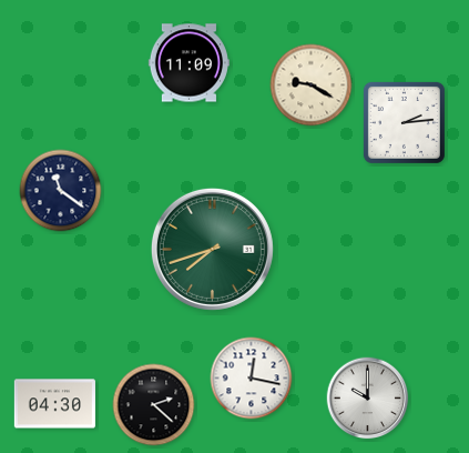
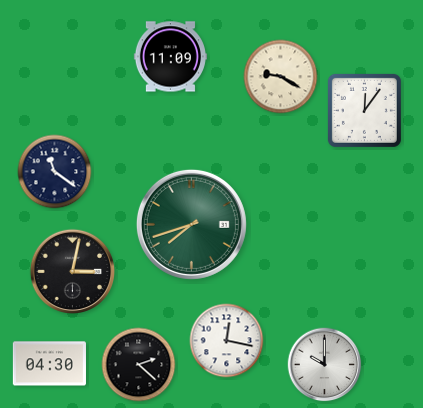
clock at (404, 122): 2:14 -> 12:06
clock at (73, 272): none -> 3:02
clock at (368, 399) position: (368, 399) -> (325, 365)
